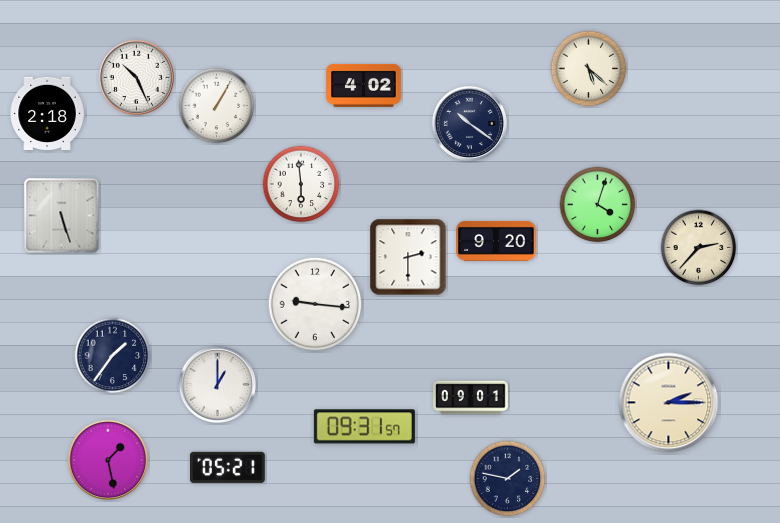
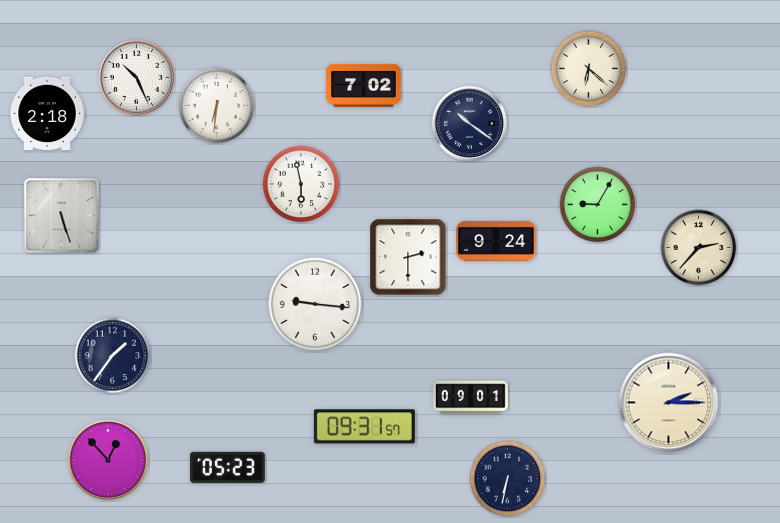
clock at (589, 69): 5:22 -> 6:22
clock at (364, 85): 4:02 -> 7:02
clock at (217, 106): 1:05 -> 6:31
clock at (301, 184): 5:59 -> 5:58
clock at (598, 205): 4:03 -> 9:05
clock at (496, 241): 9:20 -> 9:24
clock at (218, 385): 1:00 -> none
clock at (108, 460): 1:28 -> 12:53
clock at (227, 467): 05:21 -> 05:23
clock at (508, 479): 1:47 -> 6:32
